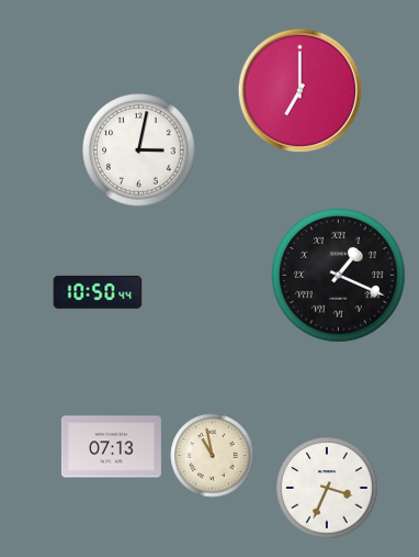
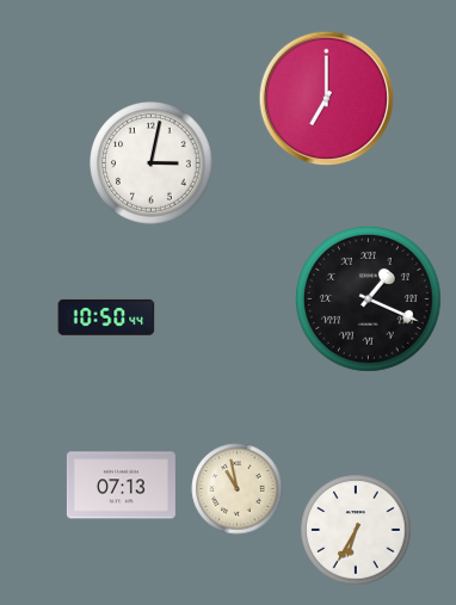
clock at (213, 456) position: (213, 456) -> (238, 489)
clock at (327, 488): 3:34 -> 6:35
